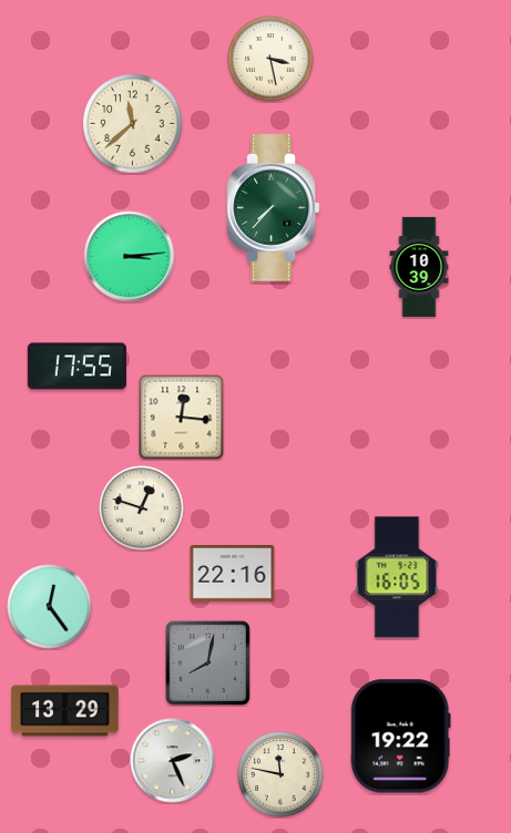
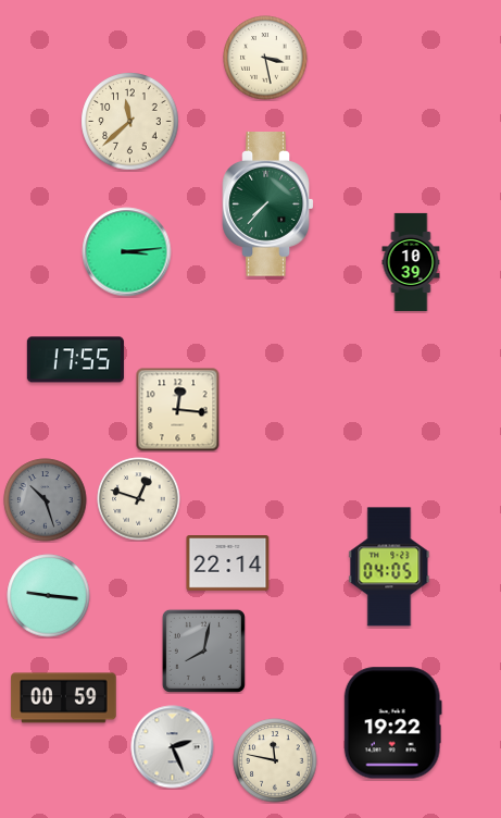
clock at (46, 500): none -> 10:27
clock at (233, 574): 22:16 -> 22:14
clock at (397, 577): 16:05 -> 04:05
clock at (50, 607): 12:24 -> 9:16
clock at (65, 711): 13:29 -> 00:59
clock at (173, 761) position: (173, 761) -> (173, 747)
